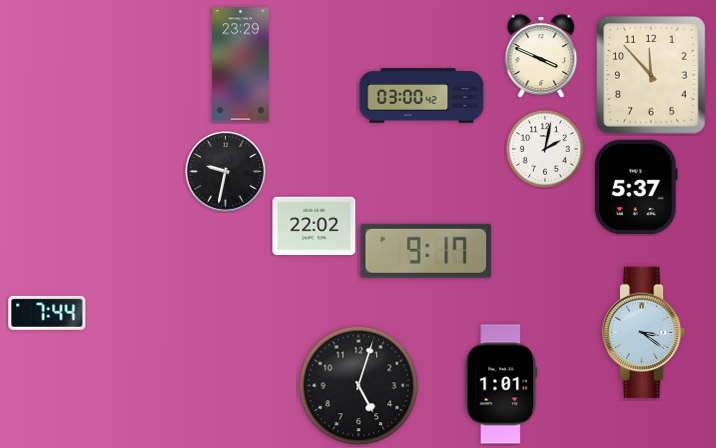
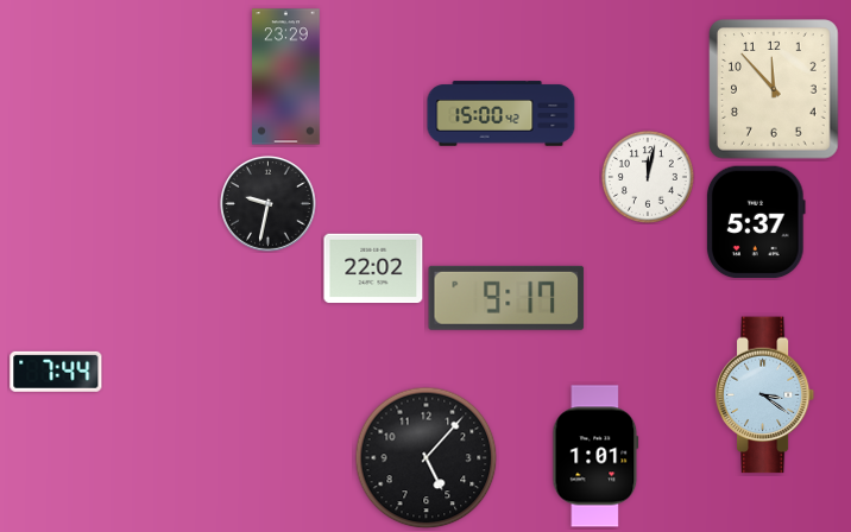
clock at (541, 56): 3:49 -> none
clock at (422, 96): 03:00 -> 15:00
clock at (545, 149): 2:02 -> 12:02
clock at (359, 386): 5:03 -> 5:07
